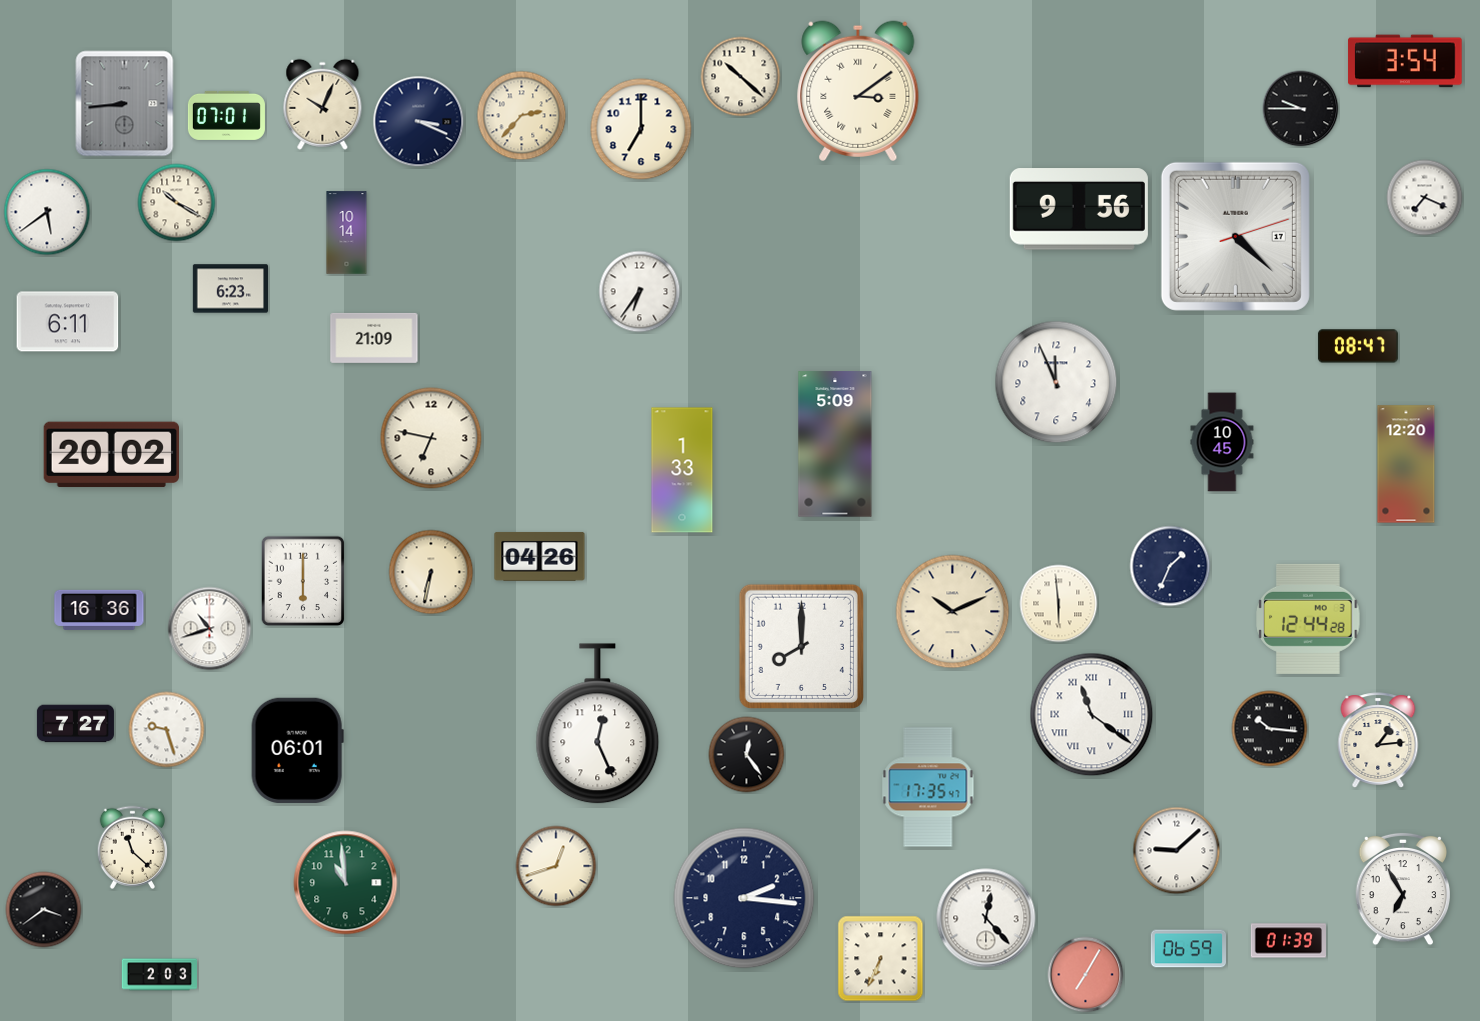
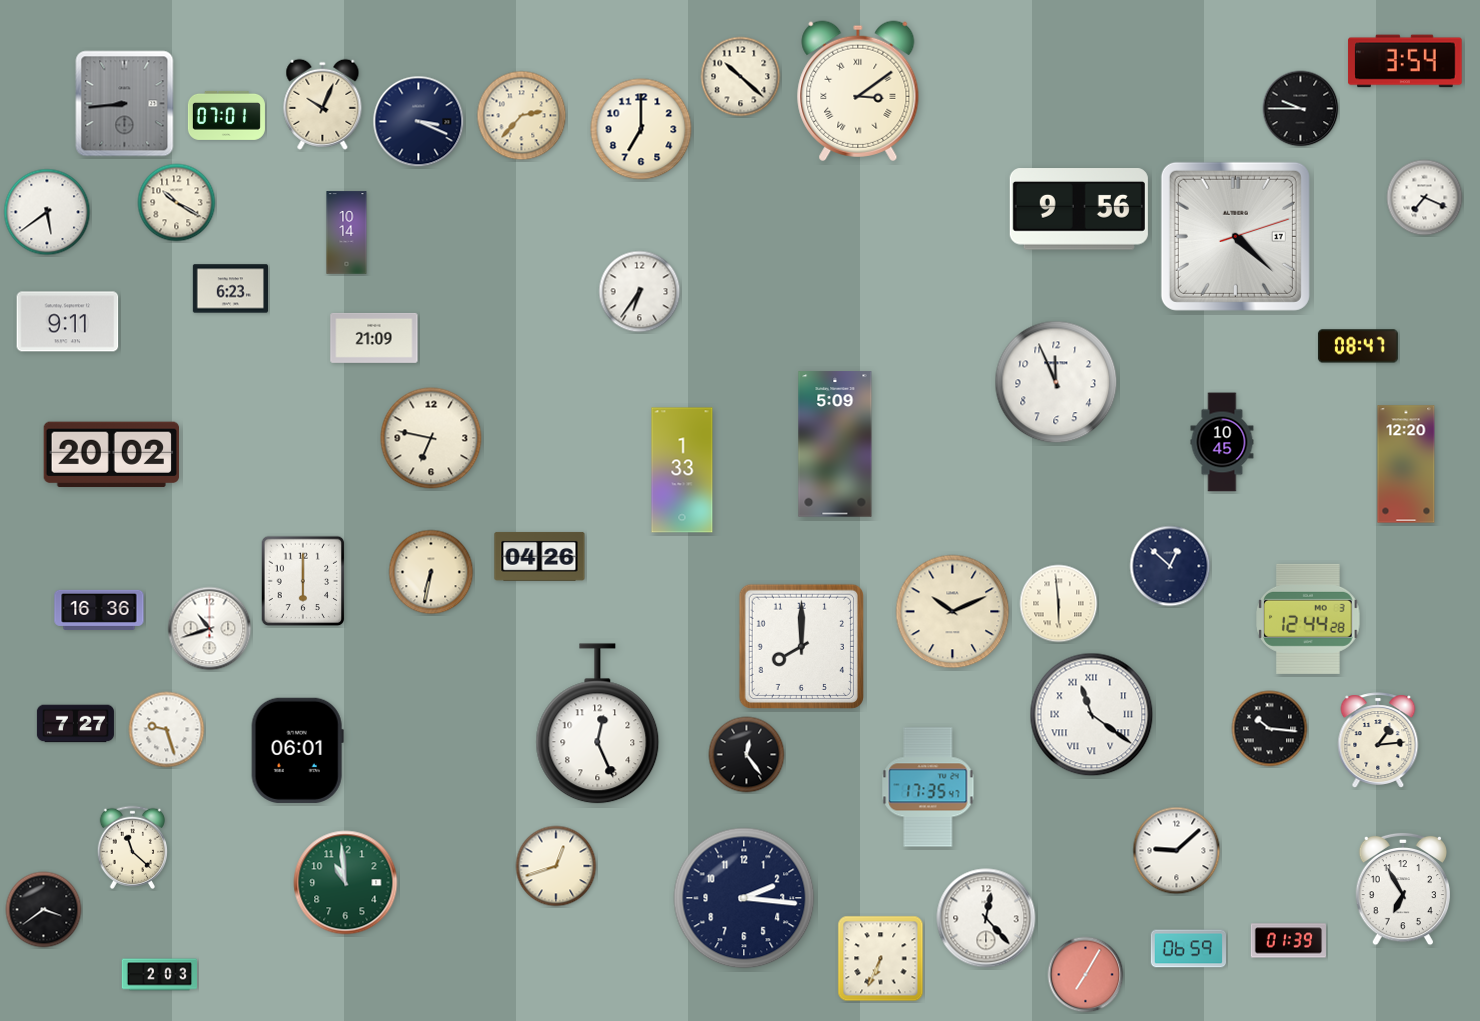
clock at (68, 322): 6:11 -> 9:11
clock at (1170, 566): 1:34 -> 12:52
